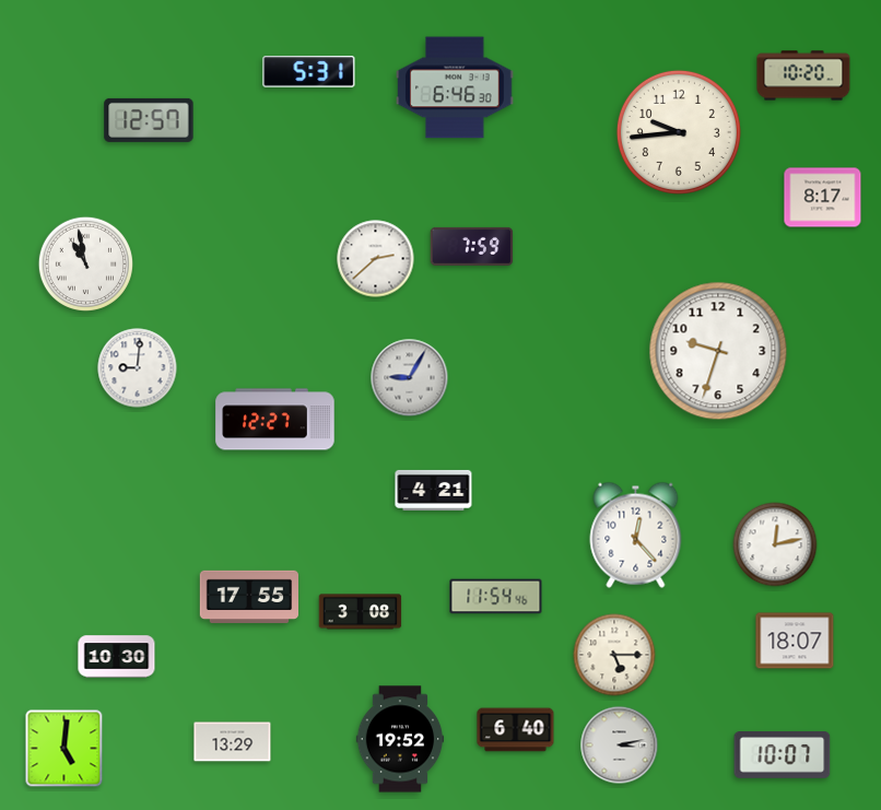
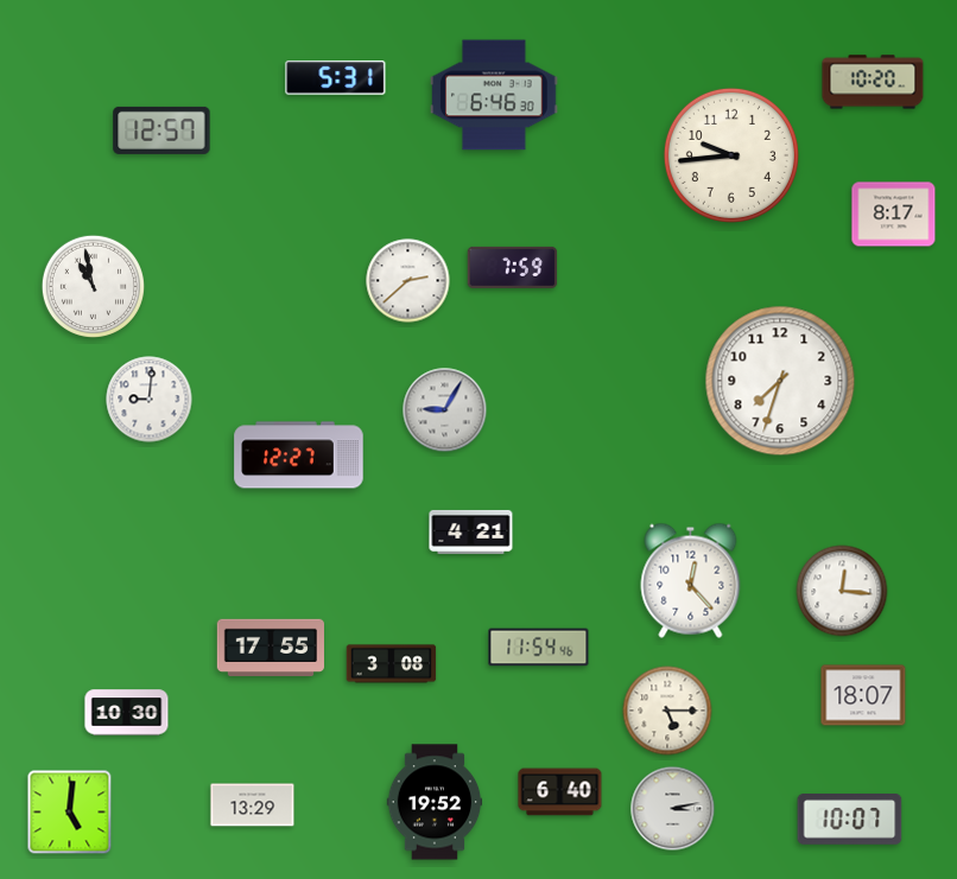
clock at (679, 132) position: (679, 132) -> (731, 155)
clock at (718, 351): 9:33 -> 7:33
clock at (775, 544): 12:13 -> 12:16
